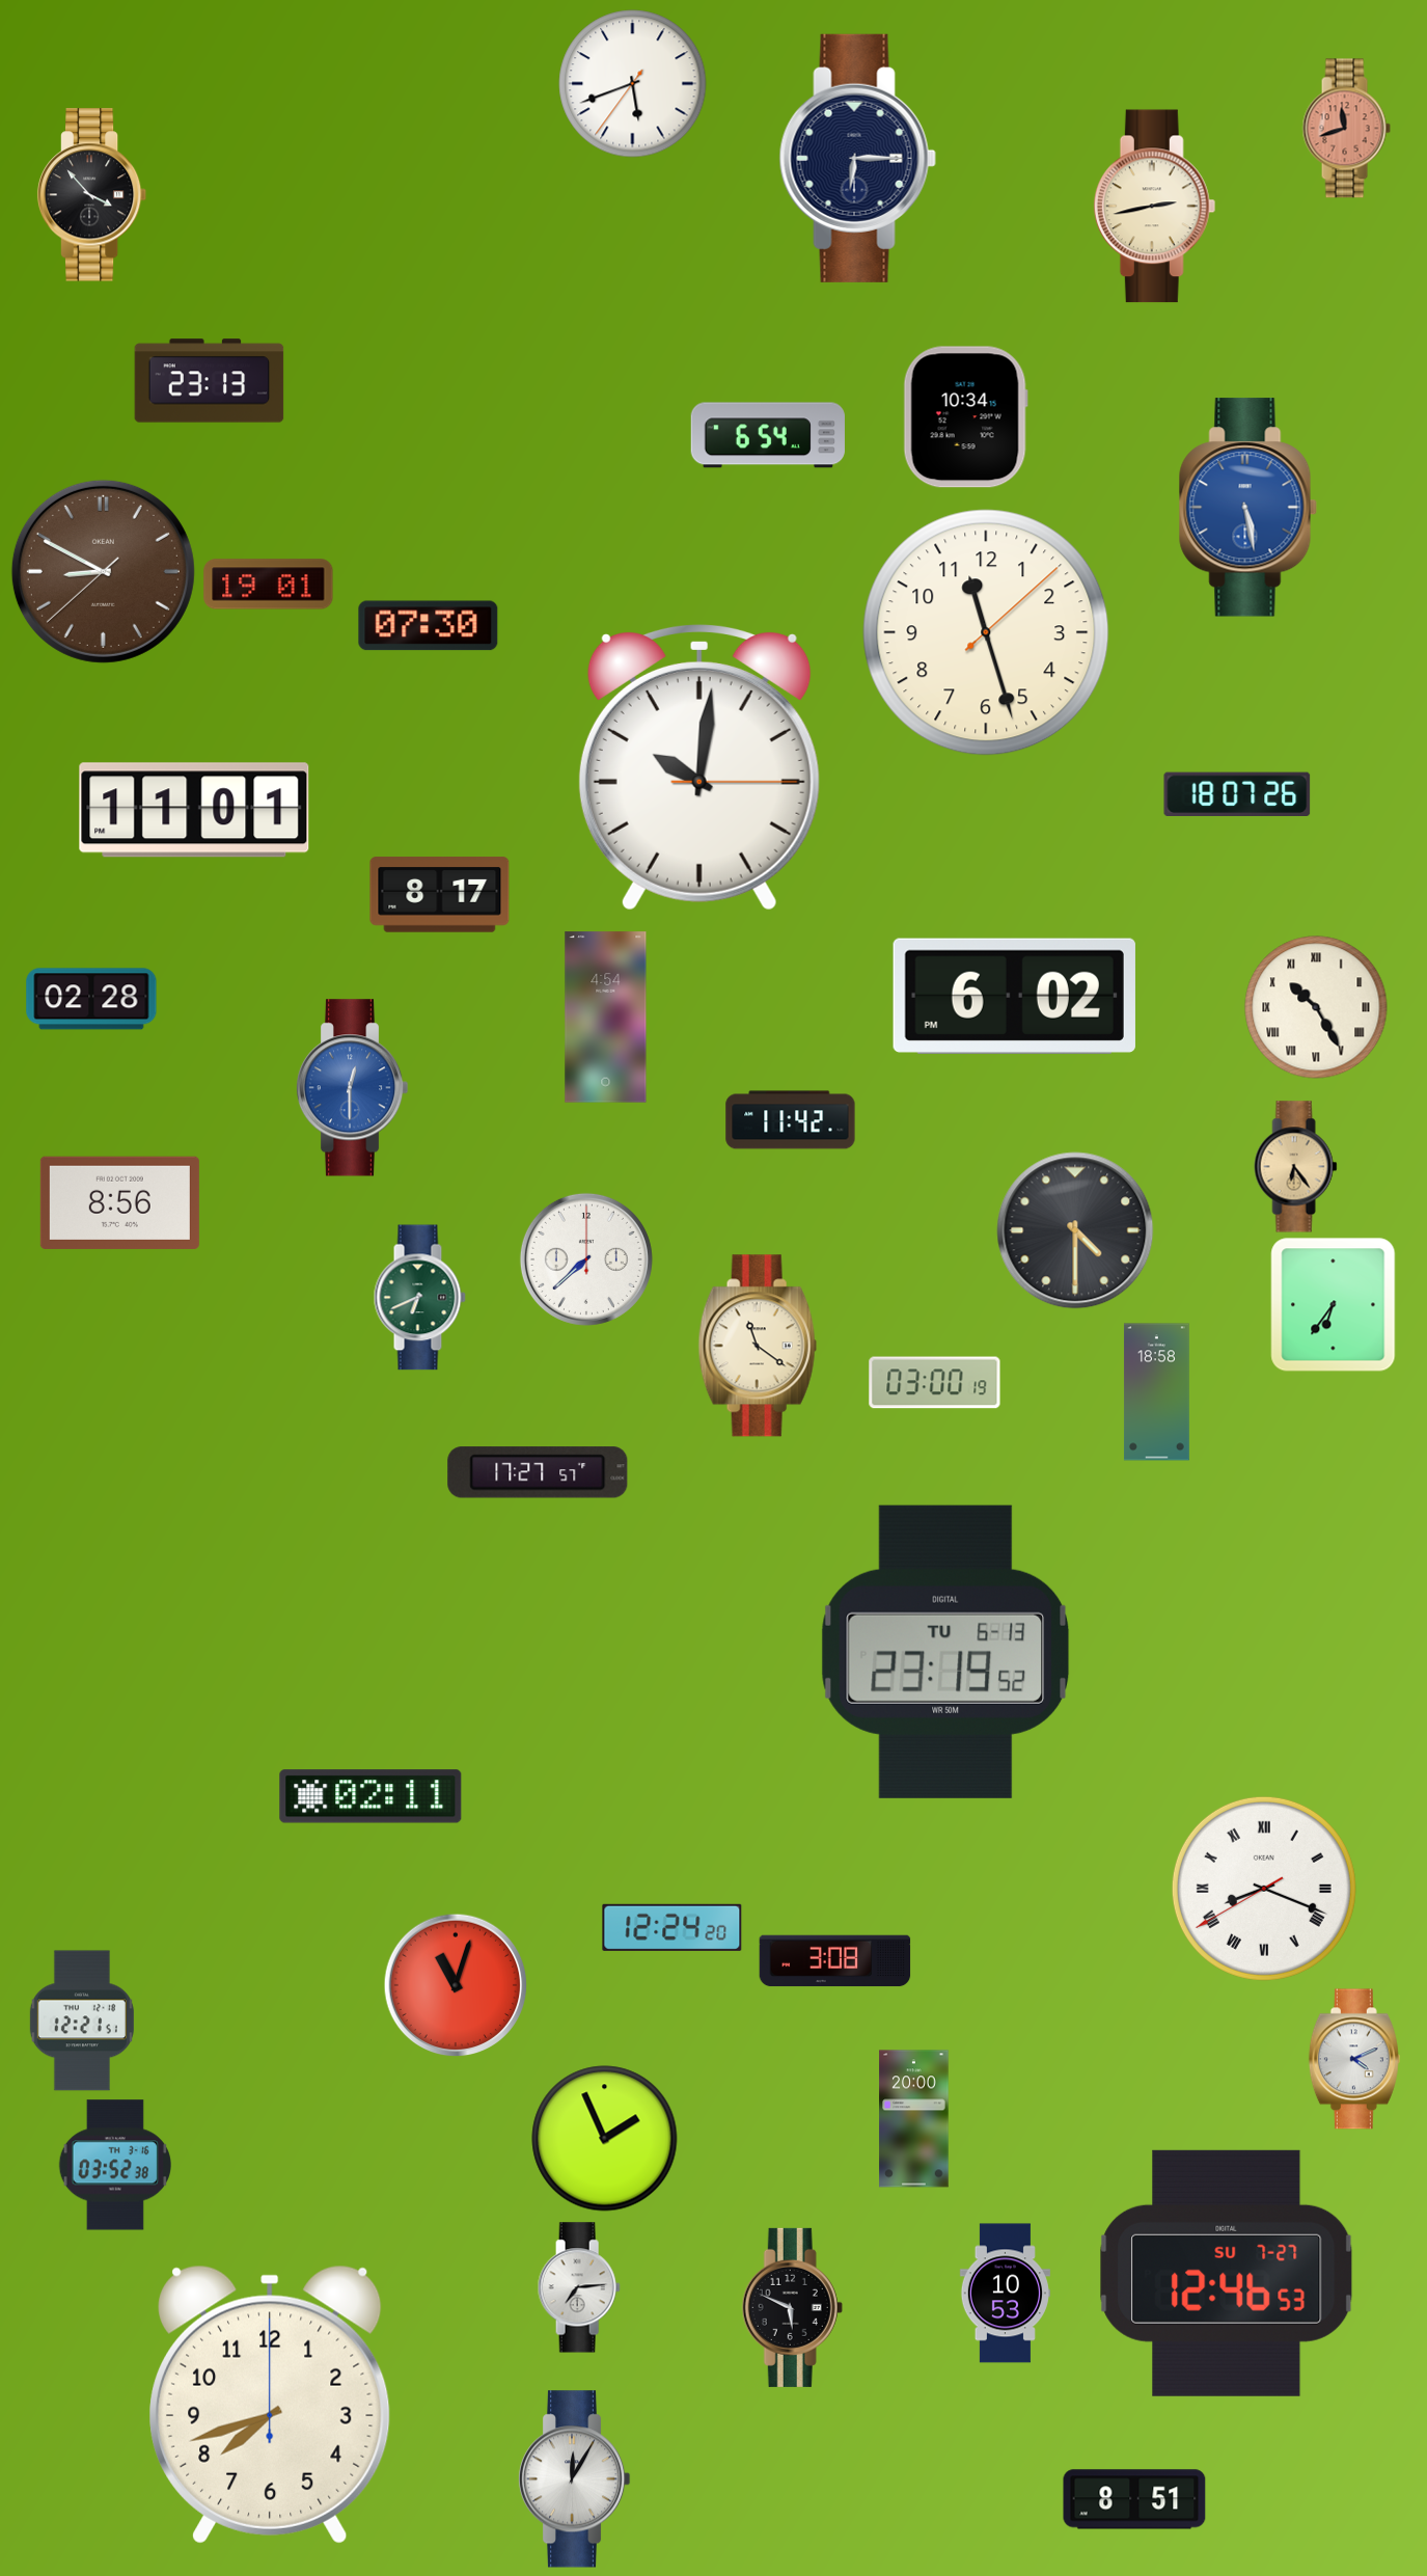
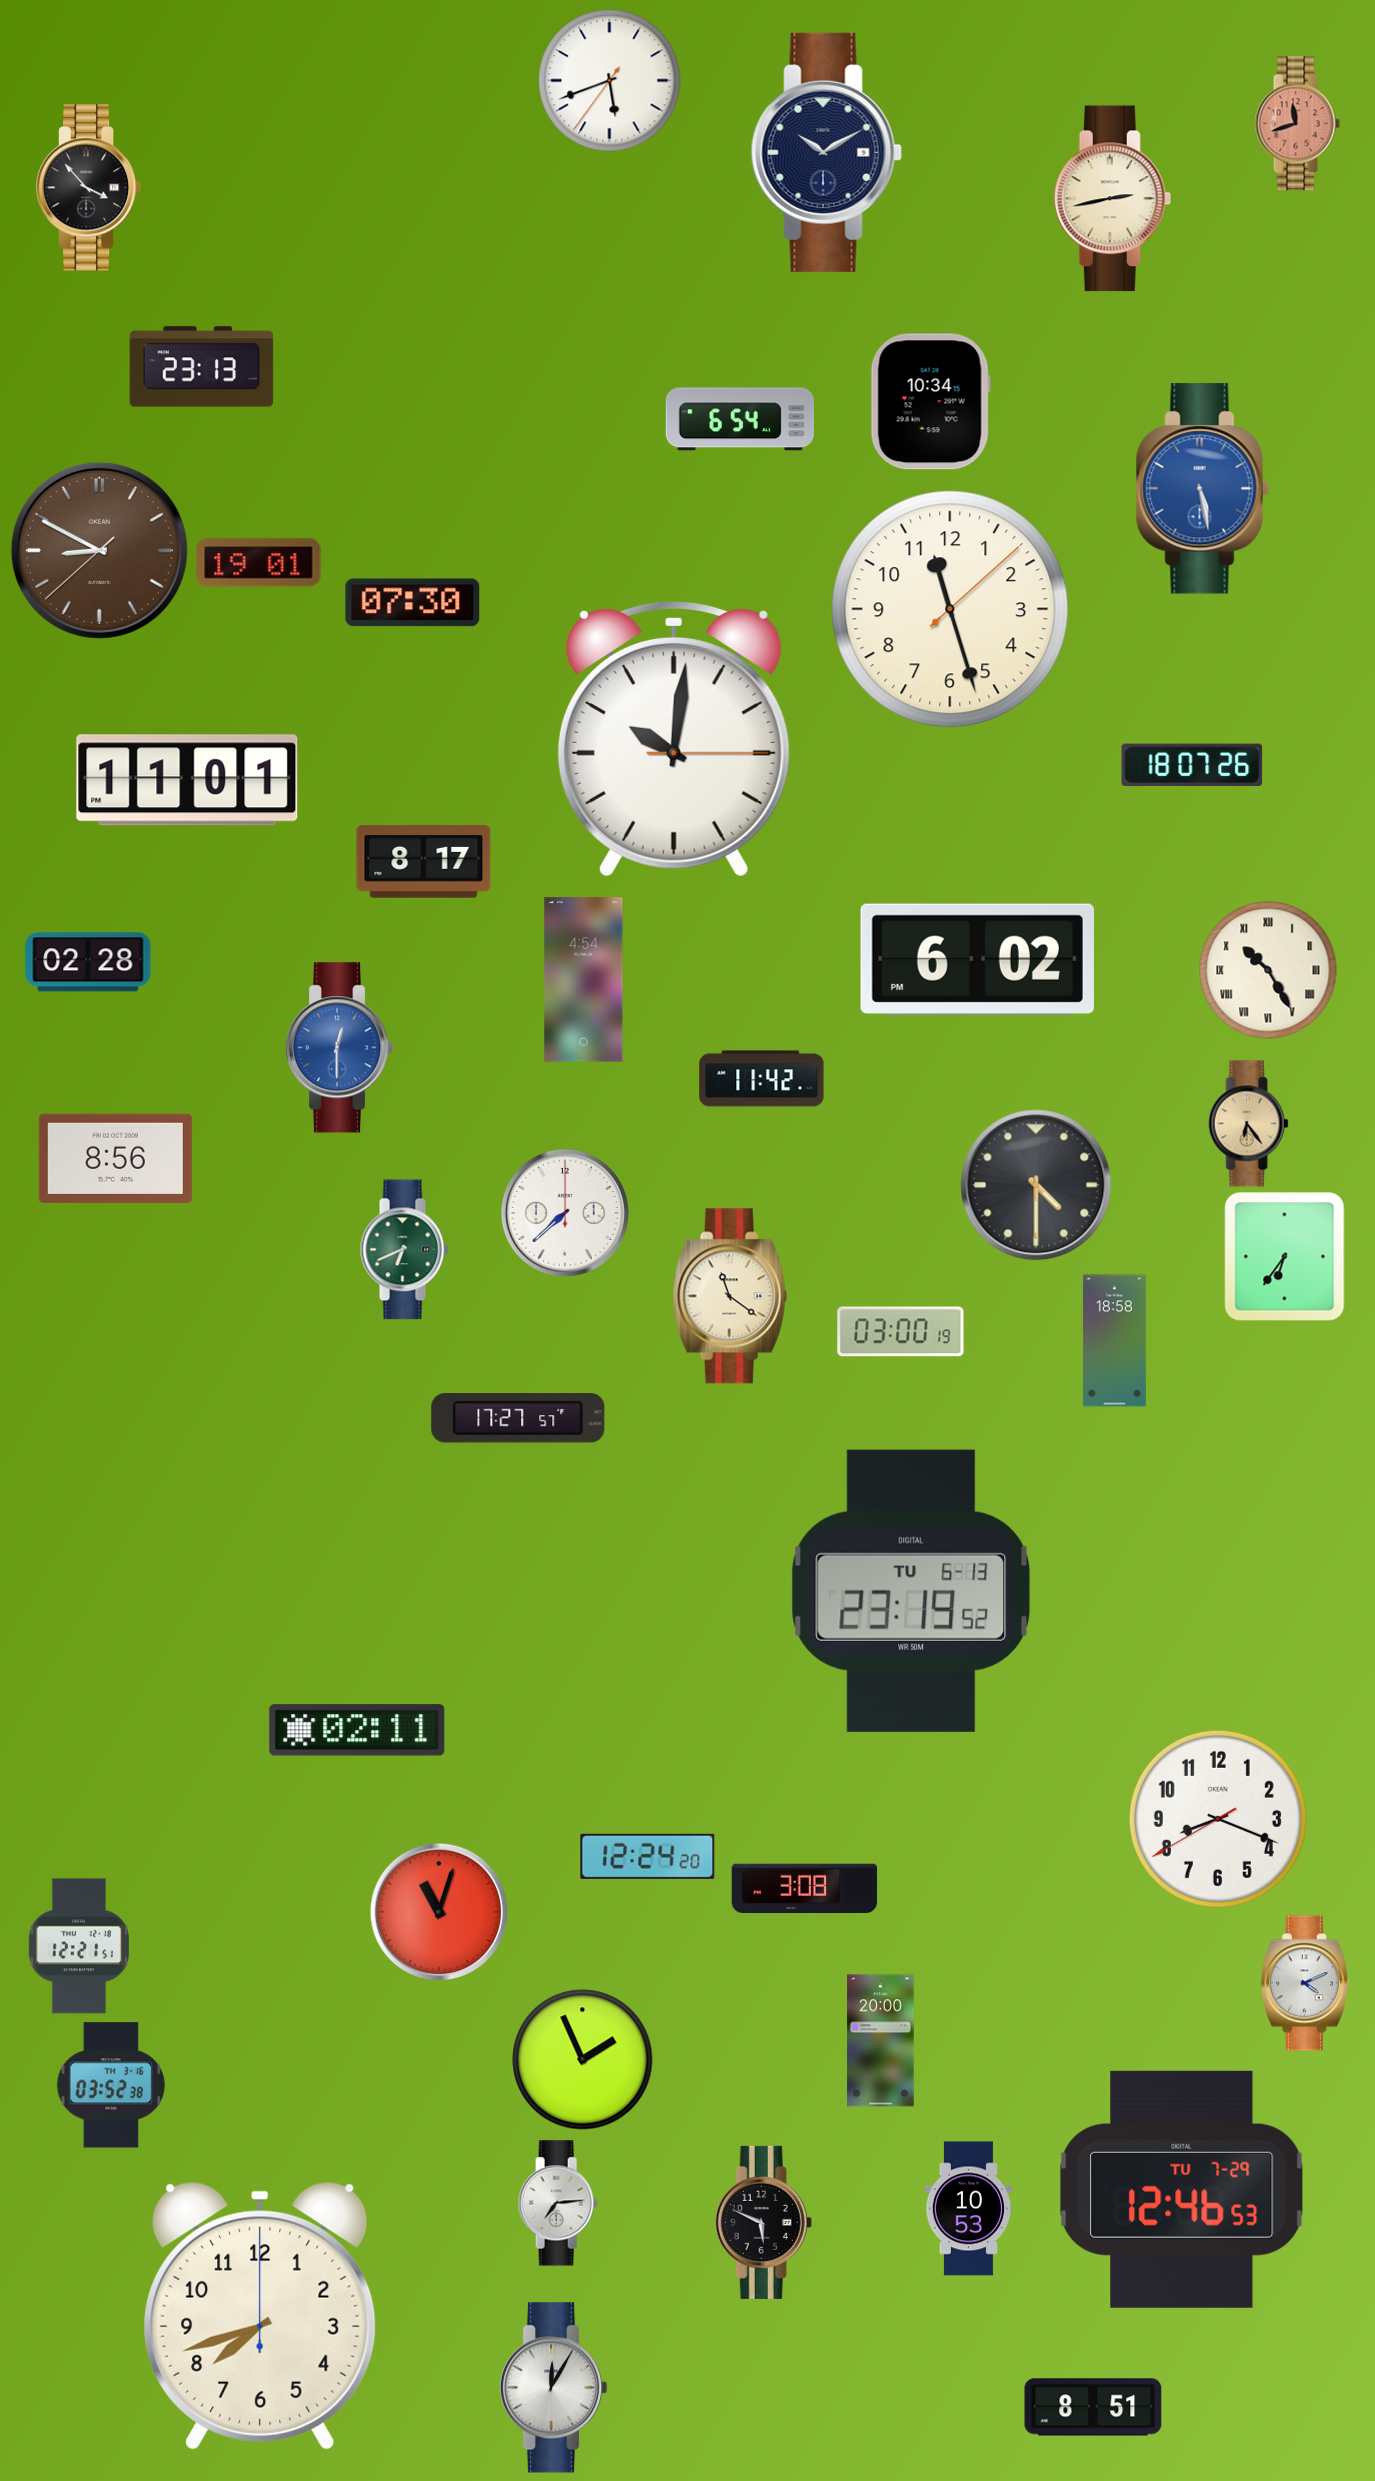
clock at (857, 158): 6:15 -> 10:10
clock at (1264, 1889) numerals: Roman -> Arabic
clock at (1227, 2273) date: SU 7-27 -> TU 7-29
